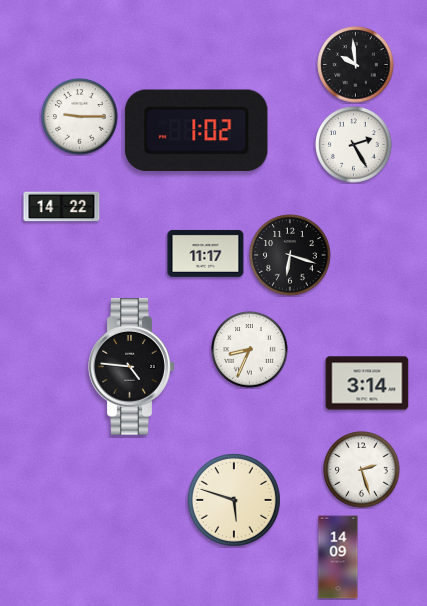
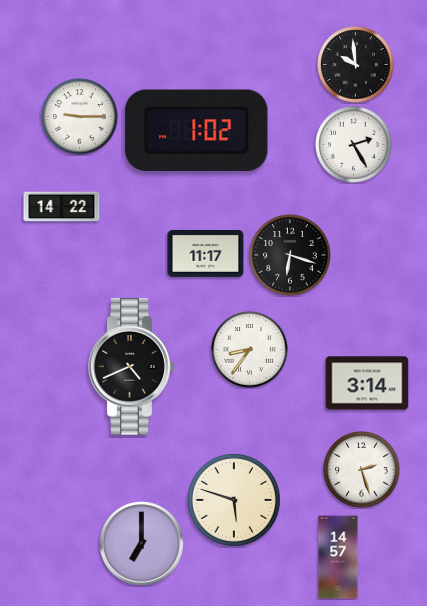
clock at (250, 350): 8:34 -> 8:36
clock at (132, 367): 4:46 -> 4:41
clock at (142, 544): none -> 7:00
clock at (338, 557): 14:09 -> 14:57
